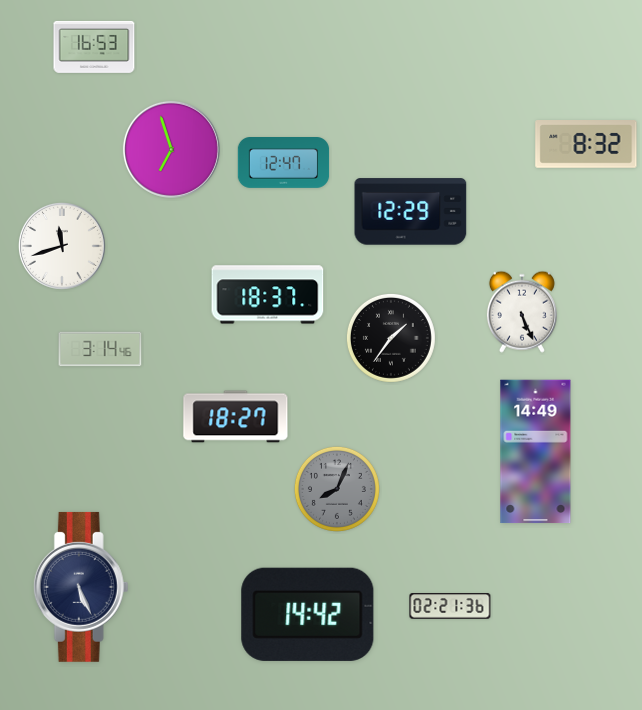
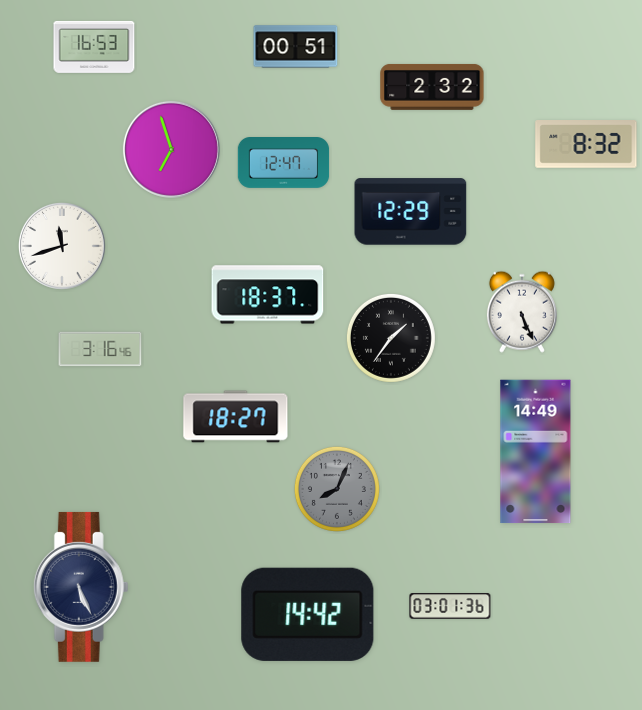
clock at (296, 47): none -> 00:51
clock at (432, 87): none -> 2:32
clock at (100, 349): 3:14 -> 3:16
clock at (450, 606): 02:21 -> 03:01
